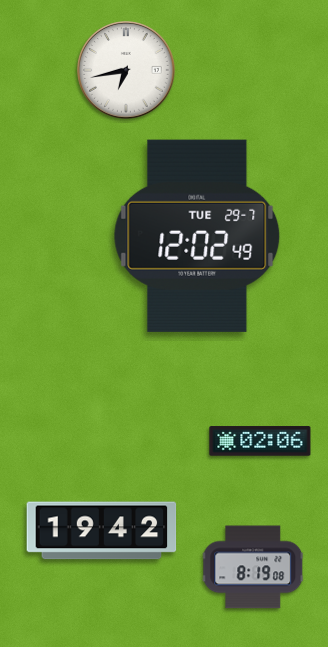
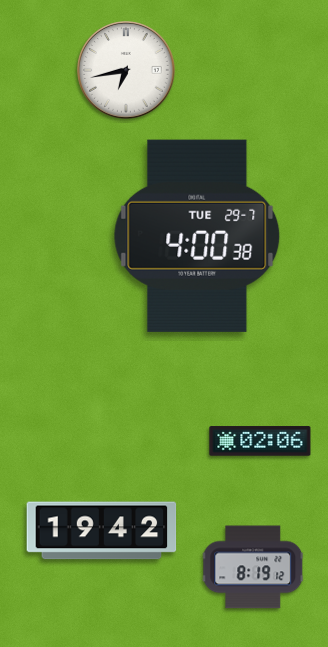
clock at (197, 236): 12:02 -> 4:00
clock at (253, 567): 8:19:08 -> 8:19:12
